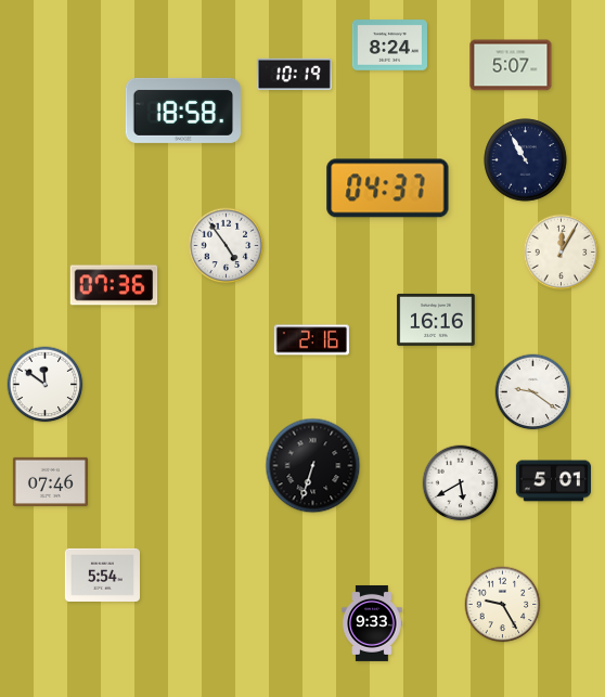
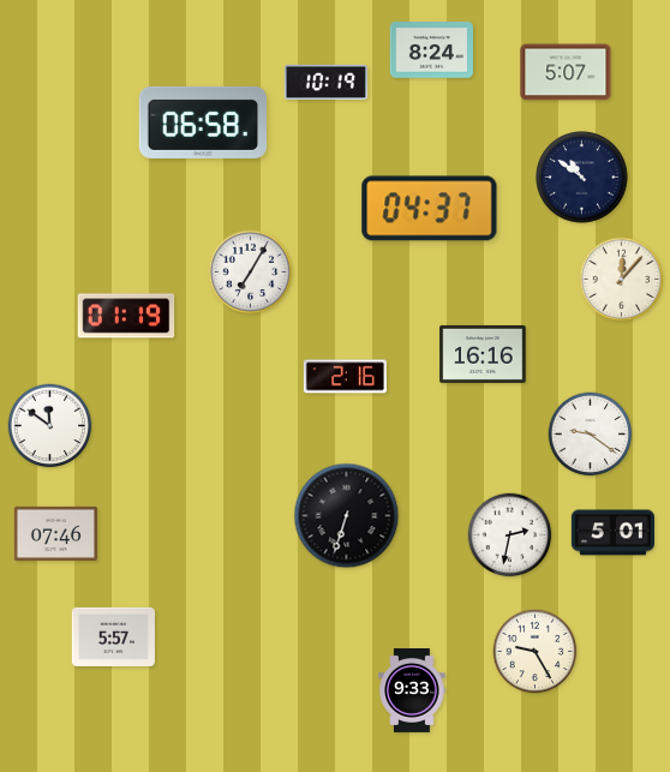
clock at (182, 111): 18:58 -> 06:58
clock at (526, 160): 10:55 -> 10:51
clock at (227, 246): 4:54 -> 7:05
clock at (562, 253): 12:05 -> 12:07
clock at (114, 285): 07:36 -> 01:19
clock at (461, 483): 5:40 -> 2:32
clock at (102, 575): 5:54 -> 5:57
clock at (503, 605) position: (503, 605) -> (536, 652)
